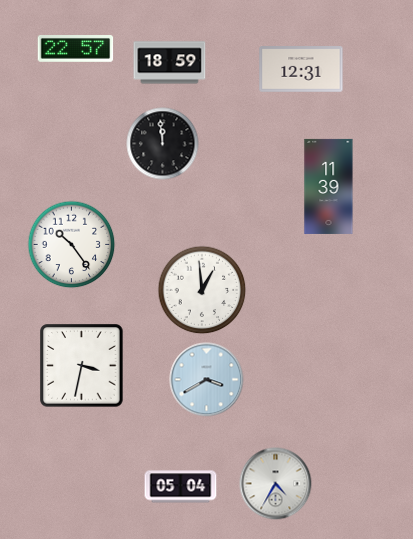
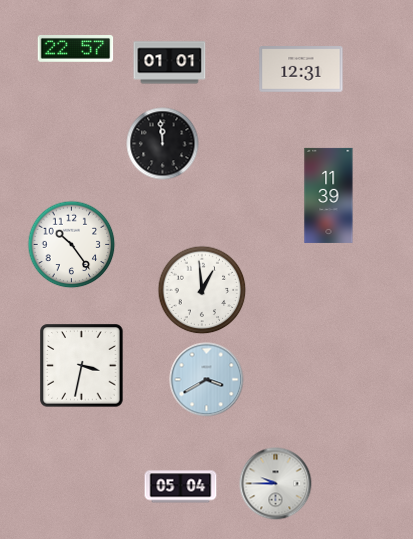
clock at (170, 63): 18:59 -> 01:01
clock at (329, 186) position: (329, 186) -> (329, 195)
clock at (276, 484): 4:35 -> 9:45
